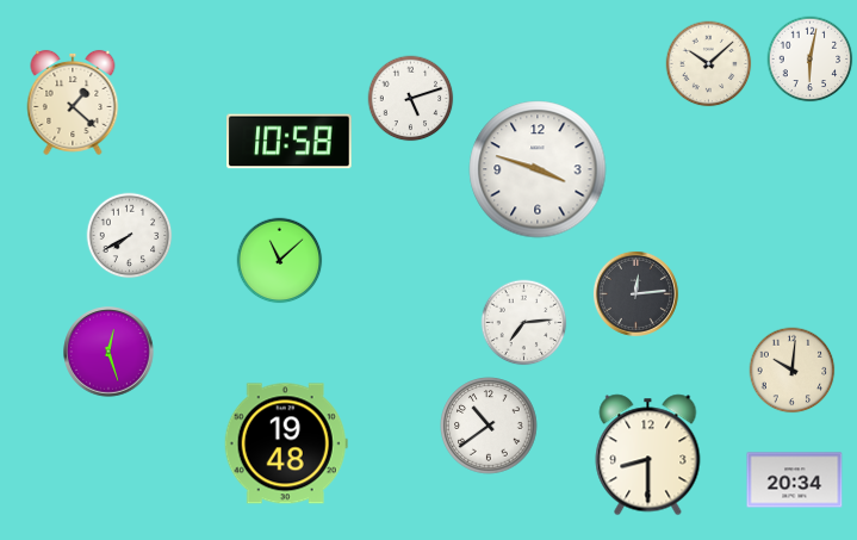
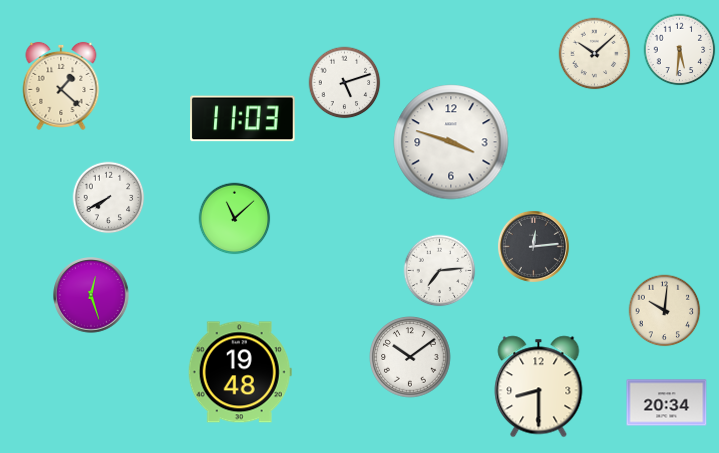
clock at (811, 60): 6:02 -> 5:31
clock at (290, 142): 10:58 -> 11:03
clock at (489, 426): 10:39 -> 10:09
clock at (648, 455) position: (648, 455) -> (539, 387)
